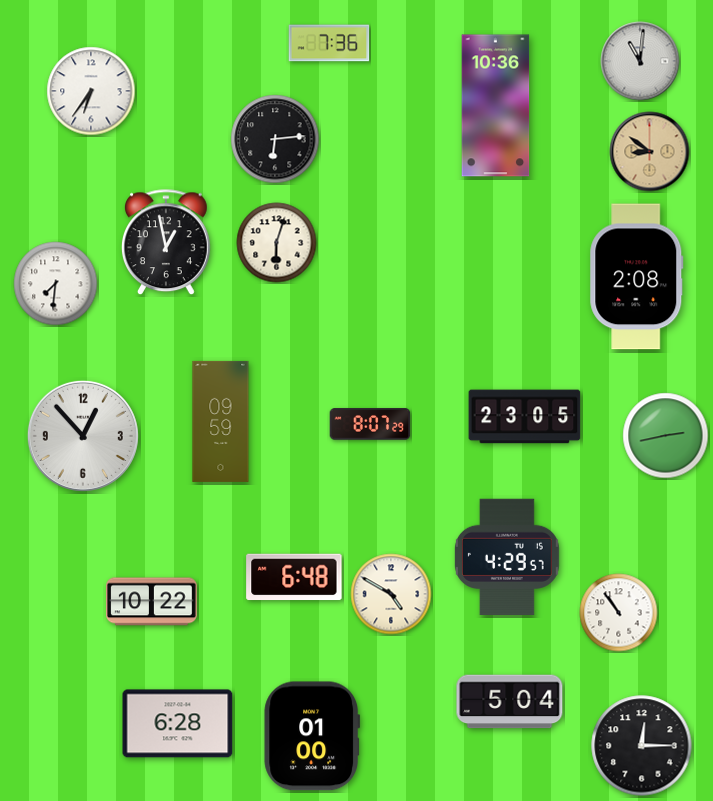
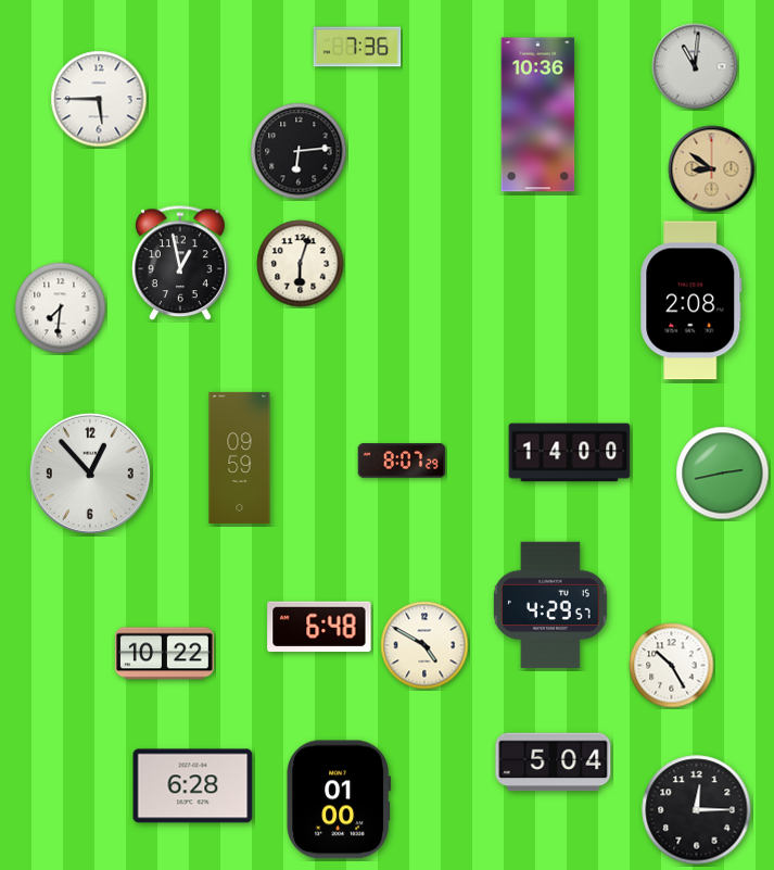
clock at (91, 91): 6:36 -> 5:45
clock at (650, 152) position: (650, 152) -> (712, 169)
clock at (525, 417): 23:05 -> 14:00
clock at (619, 613): 10:54 -> 10:25
